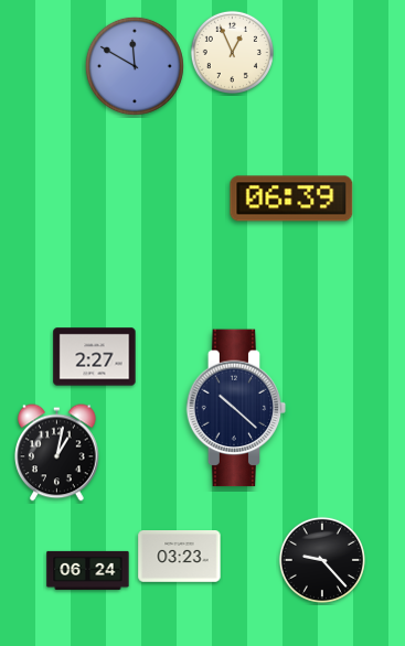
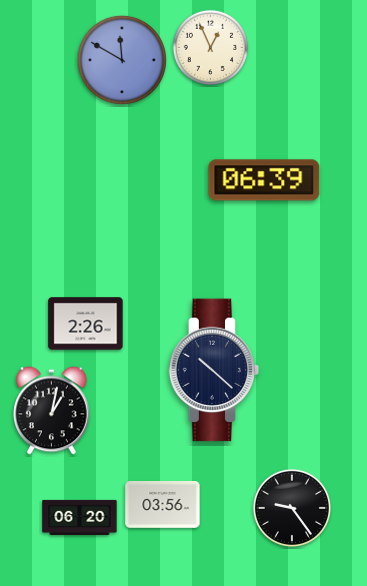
clock at (95, 357): 2:27 -> 2:26
clock at (180, 557): 03:23 -> 03:56
clock at (322, 560): 9:23 -> 9:24
clock at (88, 570): 06:24 -> 06:20
